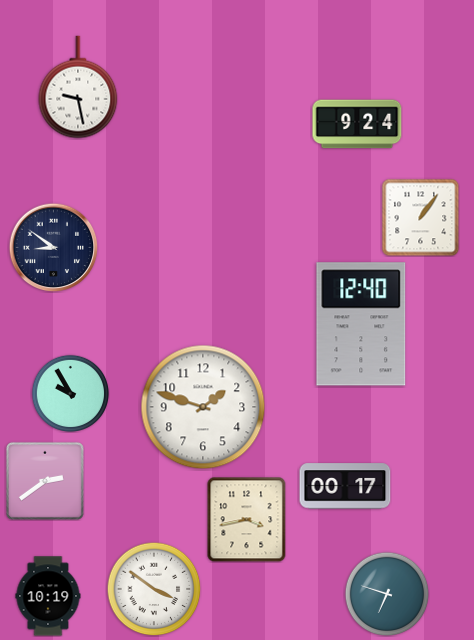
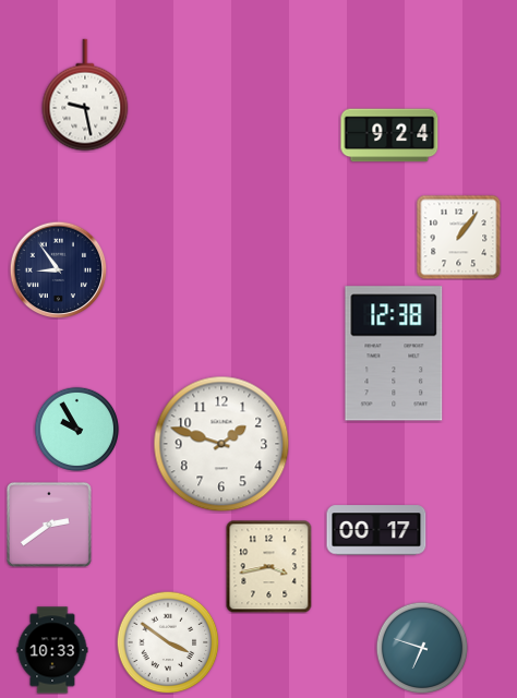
clock at (53, 247): 8:51 -> 8:54
clock at (361, 324): 12:40 -> 12:38
clock at (48, 596): 10:19 -> 10:33
